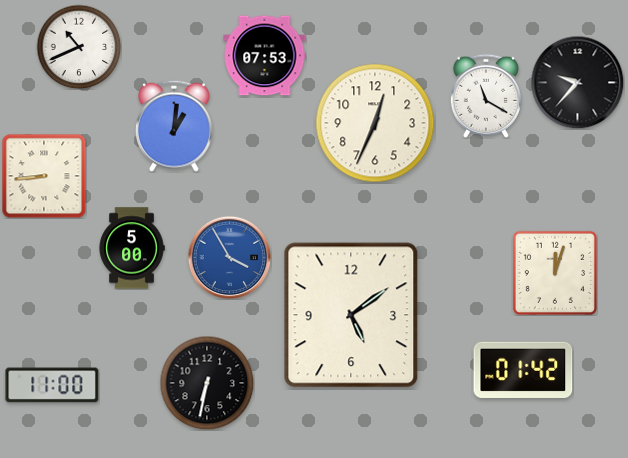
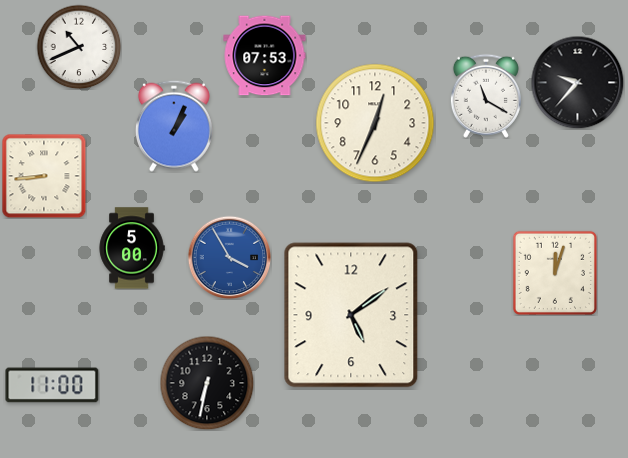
clock at (174, 126): 1:01 -> 1:04
clock at (523, 370): 01:42 -> none
